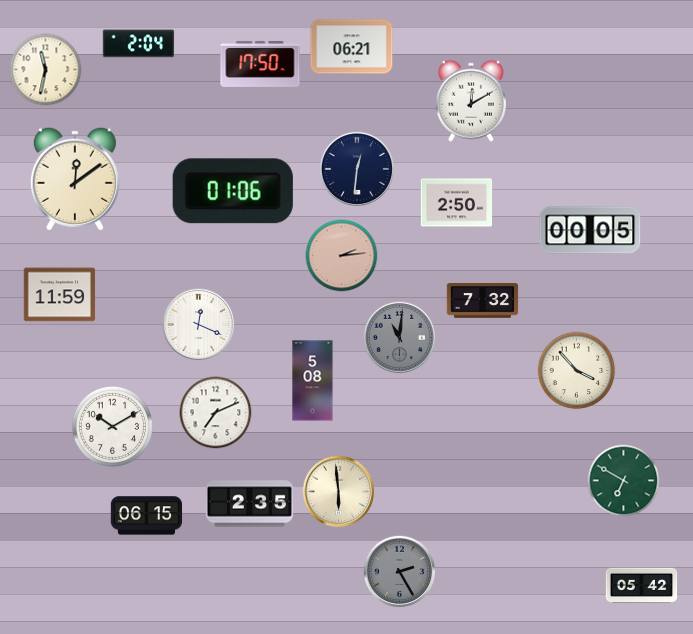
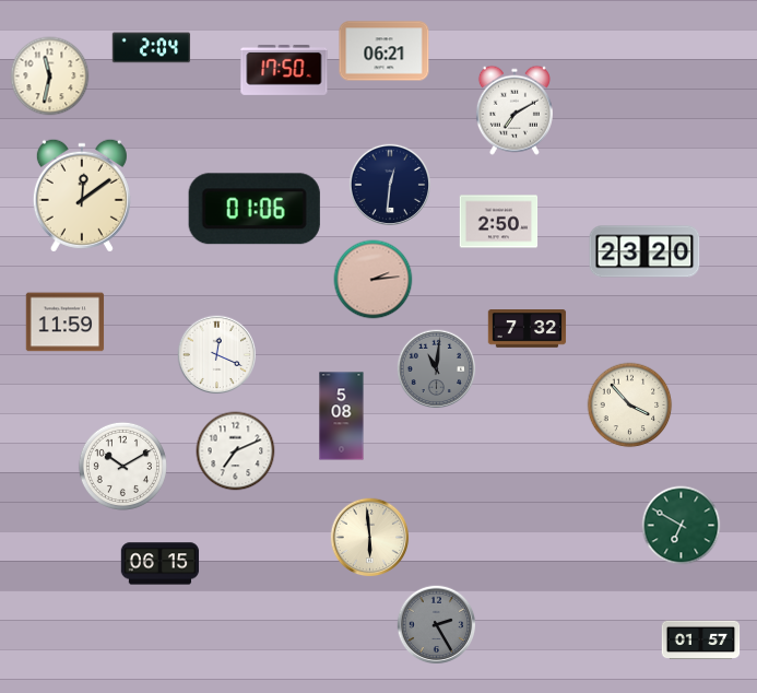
clock at (471, 101): 12:10 -> 7:10
clock at (590, 230): 00:05 -> 23:20
clock at (250, 504): 2:35 -> none
clock at (642, 586): 05:42 -> 01:57
